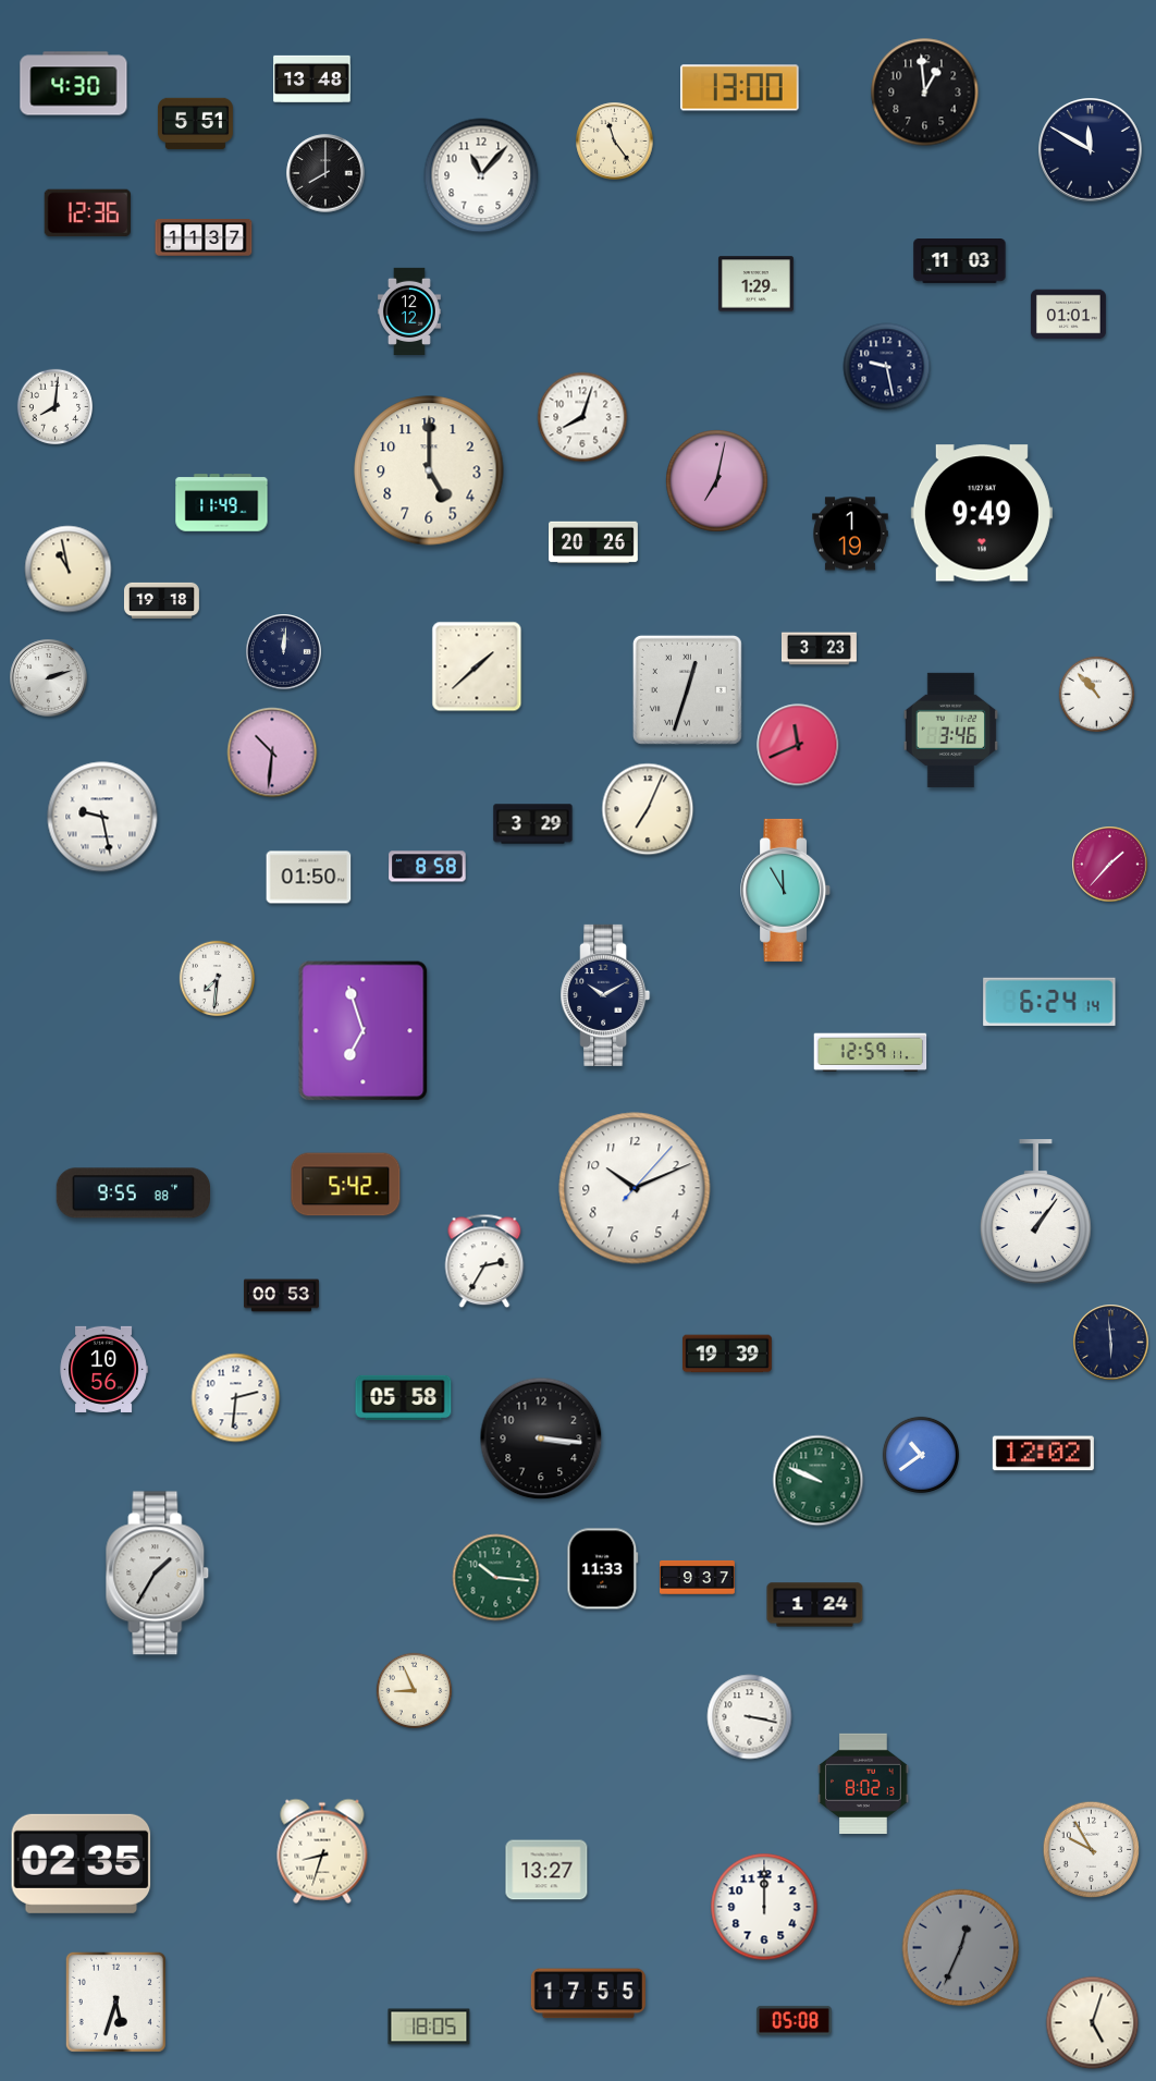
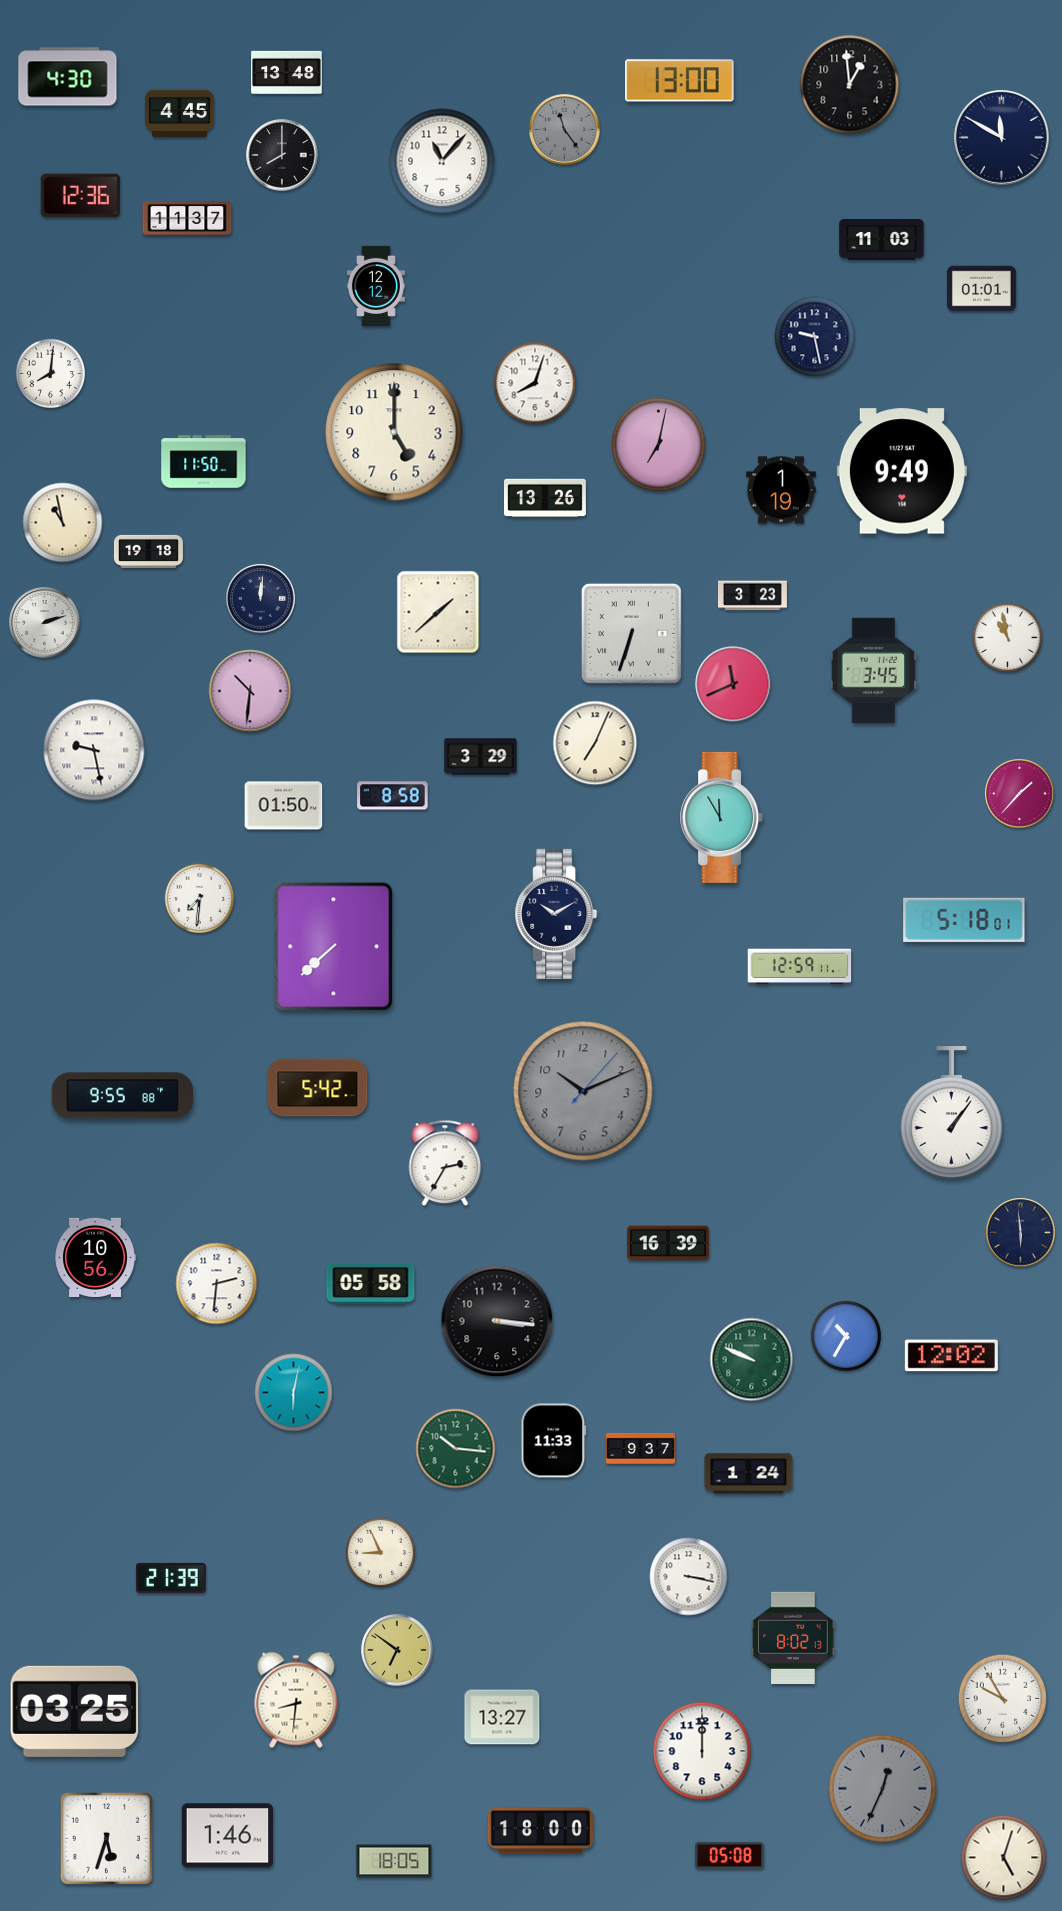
clock at (195, 124): 5:51 -> 4:45
clock at (615, 142) dial: cream -> grey
clock at (325, 173) position: (325, 173) -> (282, 155)
clock at (755, 284): 1:29 -> none
clock at (717, 481) position: (717, 481) -> (659, 445)
clock at (222, 503): 11:49 -> 11:50
clock at (594, 542): 20:26 -> 13:26
clock at (687, 689): 12:33 -> 6:33
clock at (1097, 695): 10:53 -> 10:58
clock at (950, 730): 3:46 -> 3:45
clock at (533, 824) position: (533, 824) -> (481, 757)
clock at (1049, 1002): 6:24 -> 5:18
clock at (364, 1031): 6:57 -> 7:38
clock at (635, 1188) dial: white -> grey
clock at (484, 1261) position: (484, 1261) -> (445, 1163)
clock at (282, 1296): 00:53 -> none
clock at (728, 1354): 19:39 -> 16:39
clock at (1043, 1454) position: (1043, 1454) -> (951, 1356)
clock at (921, 1455): 10:39 -> 10:35
clock at (294, 1393): none -> 6:02
clock at (158, 1574): 1:35 -> none
clock at (171, 1578): none -> 21:39
clock at (397, 1650): none -> 6:51
clock at (322, 1851): 8:33 -> 8:31
clock at (82, 1863): 02:35 -> 03:25
clock at (588, 1994): 17:55 -> 18:00
clock at (228, 1836): none -> 1:46
